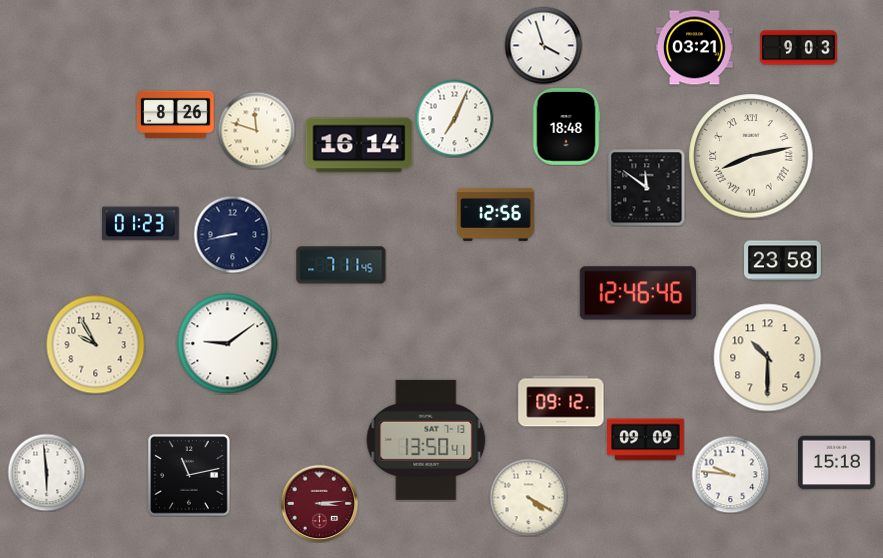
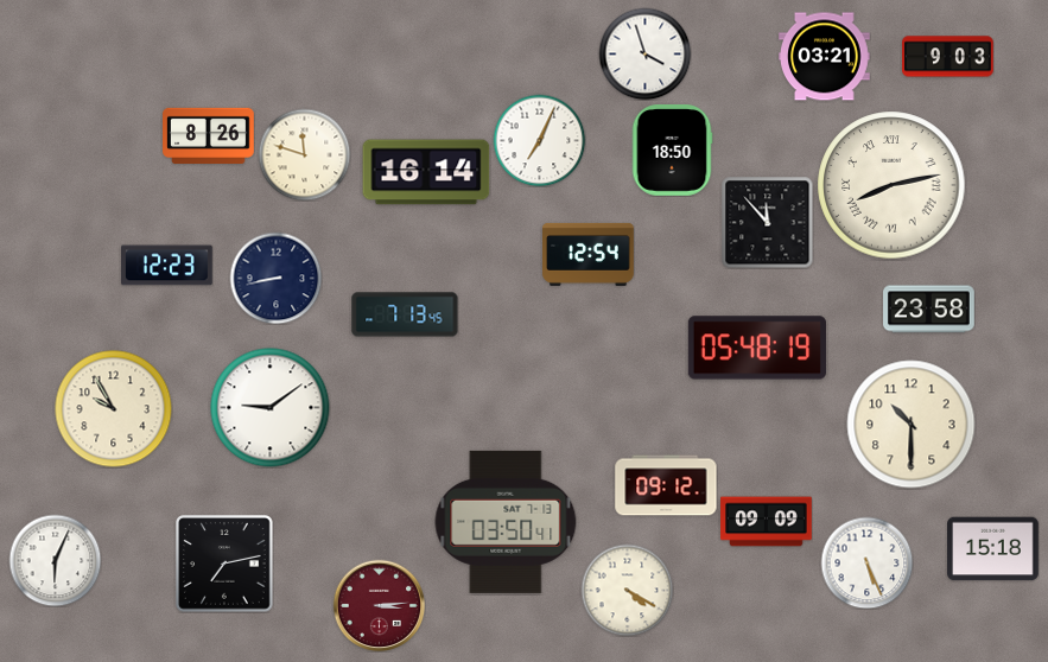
clock at (566, 127): 18:48 -> 18:50
clock at (646, 187): 11:51 -> 11:53
clock at (496, 214): 12:56 -> 12:54
clock at (141, 224): 01:23 -> 12:23
clock at (341, 265): 7:11 -> 7:13
clock at (638, 293): 12:46 -> 05:48
clock at (561, 401) position: (561, 401) -> (666, 485)
clock at (426, 440): 13:50 -> 03:50
clock at (46, 472): 5:59 -> 6:04
clock at (730, 474): 9:46 -> 5:26
clock at (190, 476): 11:13 -> 7:13
clock at (319, 503) position: (319, 503) -> (379, 605)
